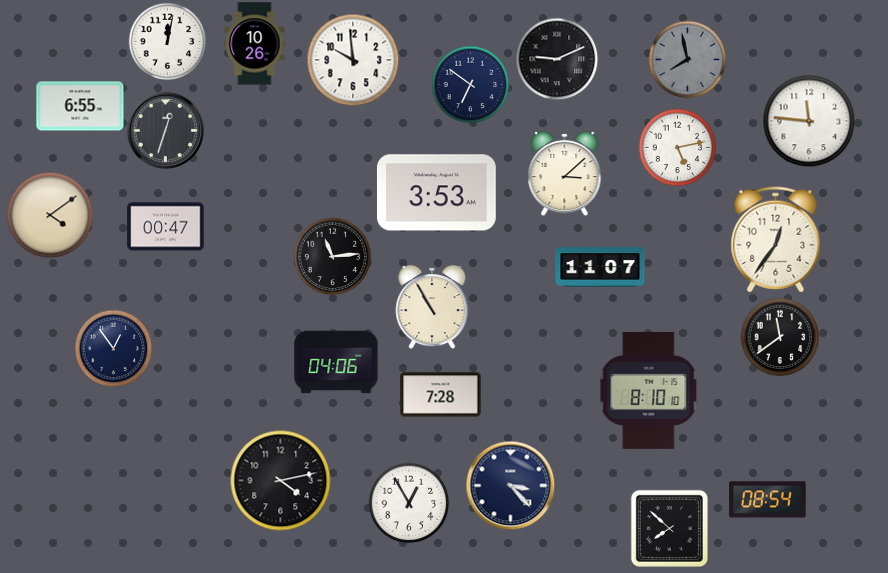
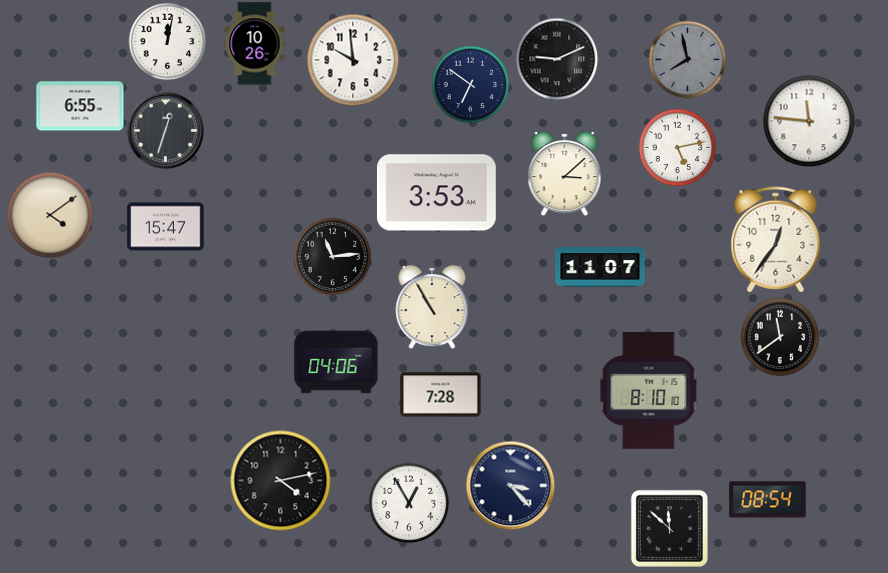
clock at (166, 227): 00:47 -> 15:47
clock at (113, 348): 12:54 -> none
clock at (669, 528): 7:52 -> 11:52
